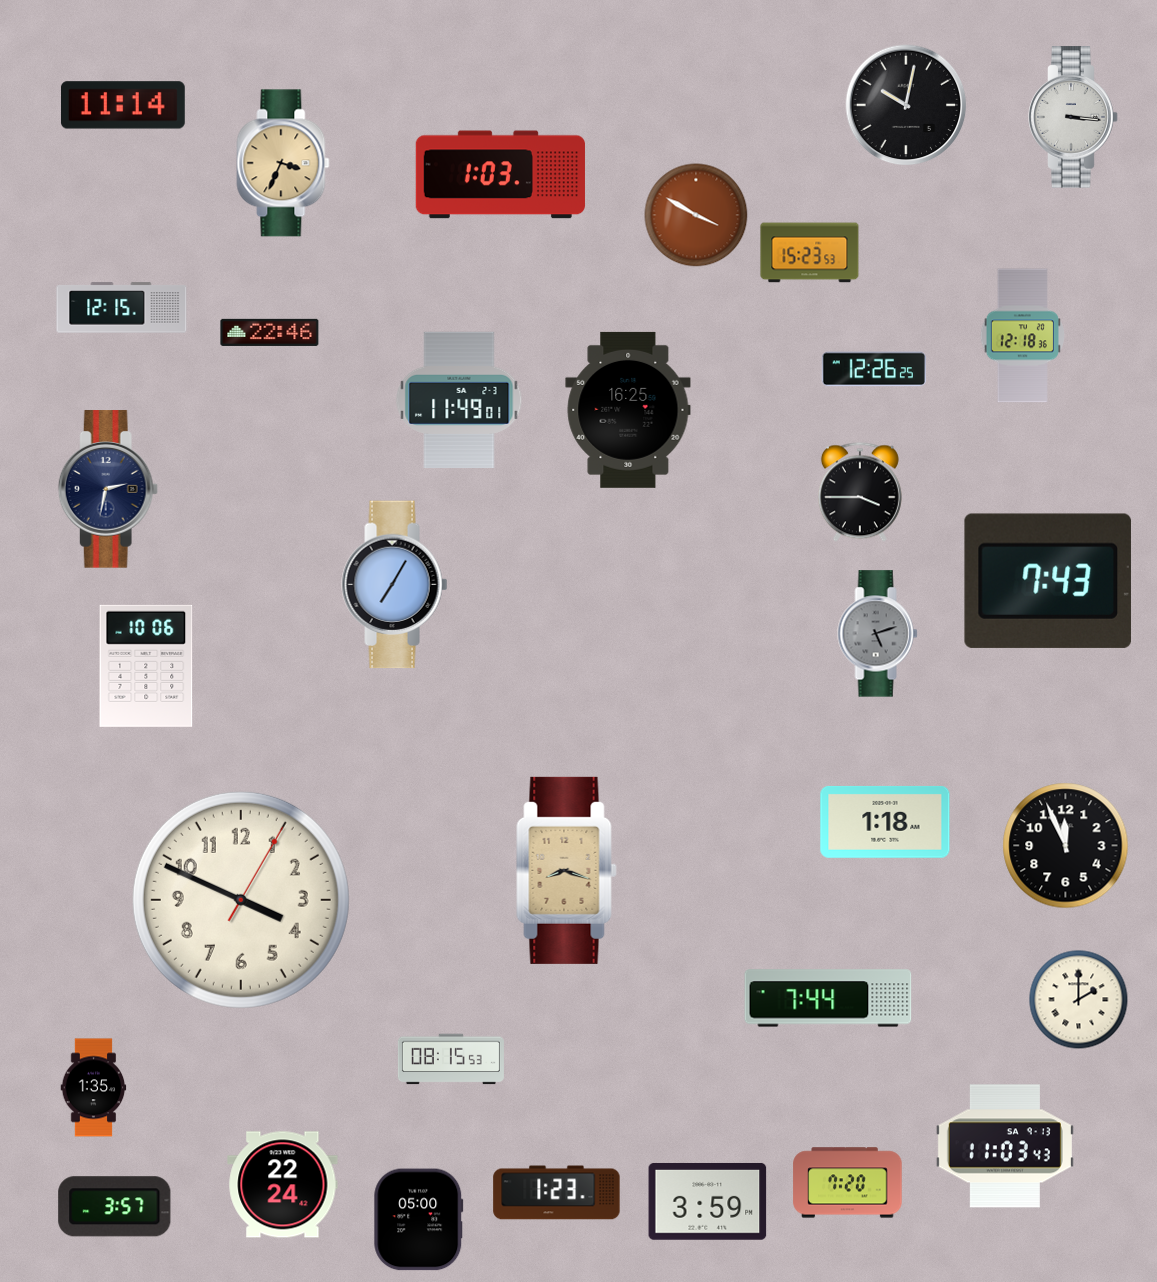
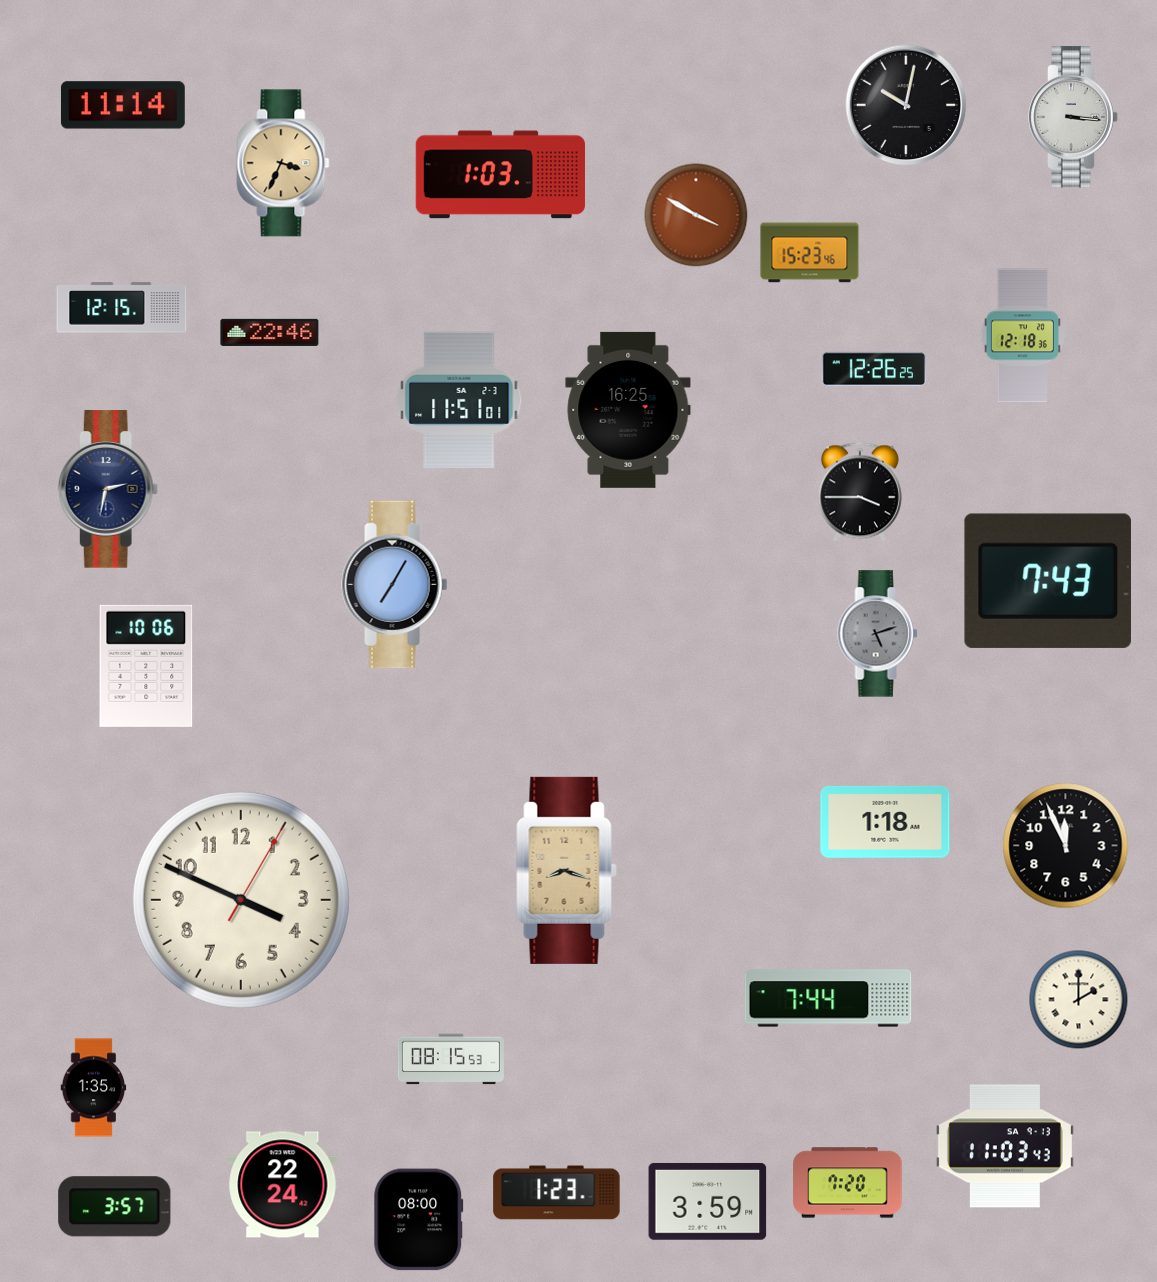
clock at (810, 253): 15:23:53 -> 15:23:46
clock at (459, 399): 11:49 -> 11:51
clock at (419, 1220): 05:00 -> 08:00
